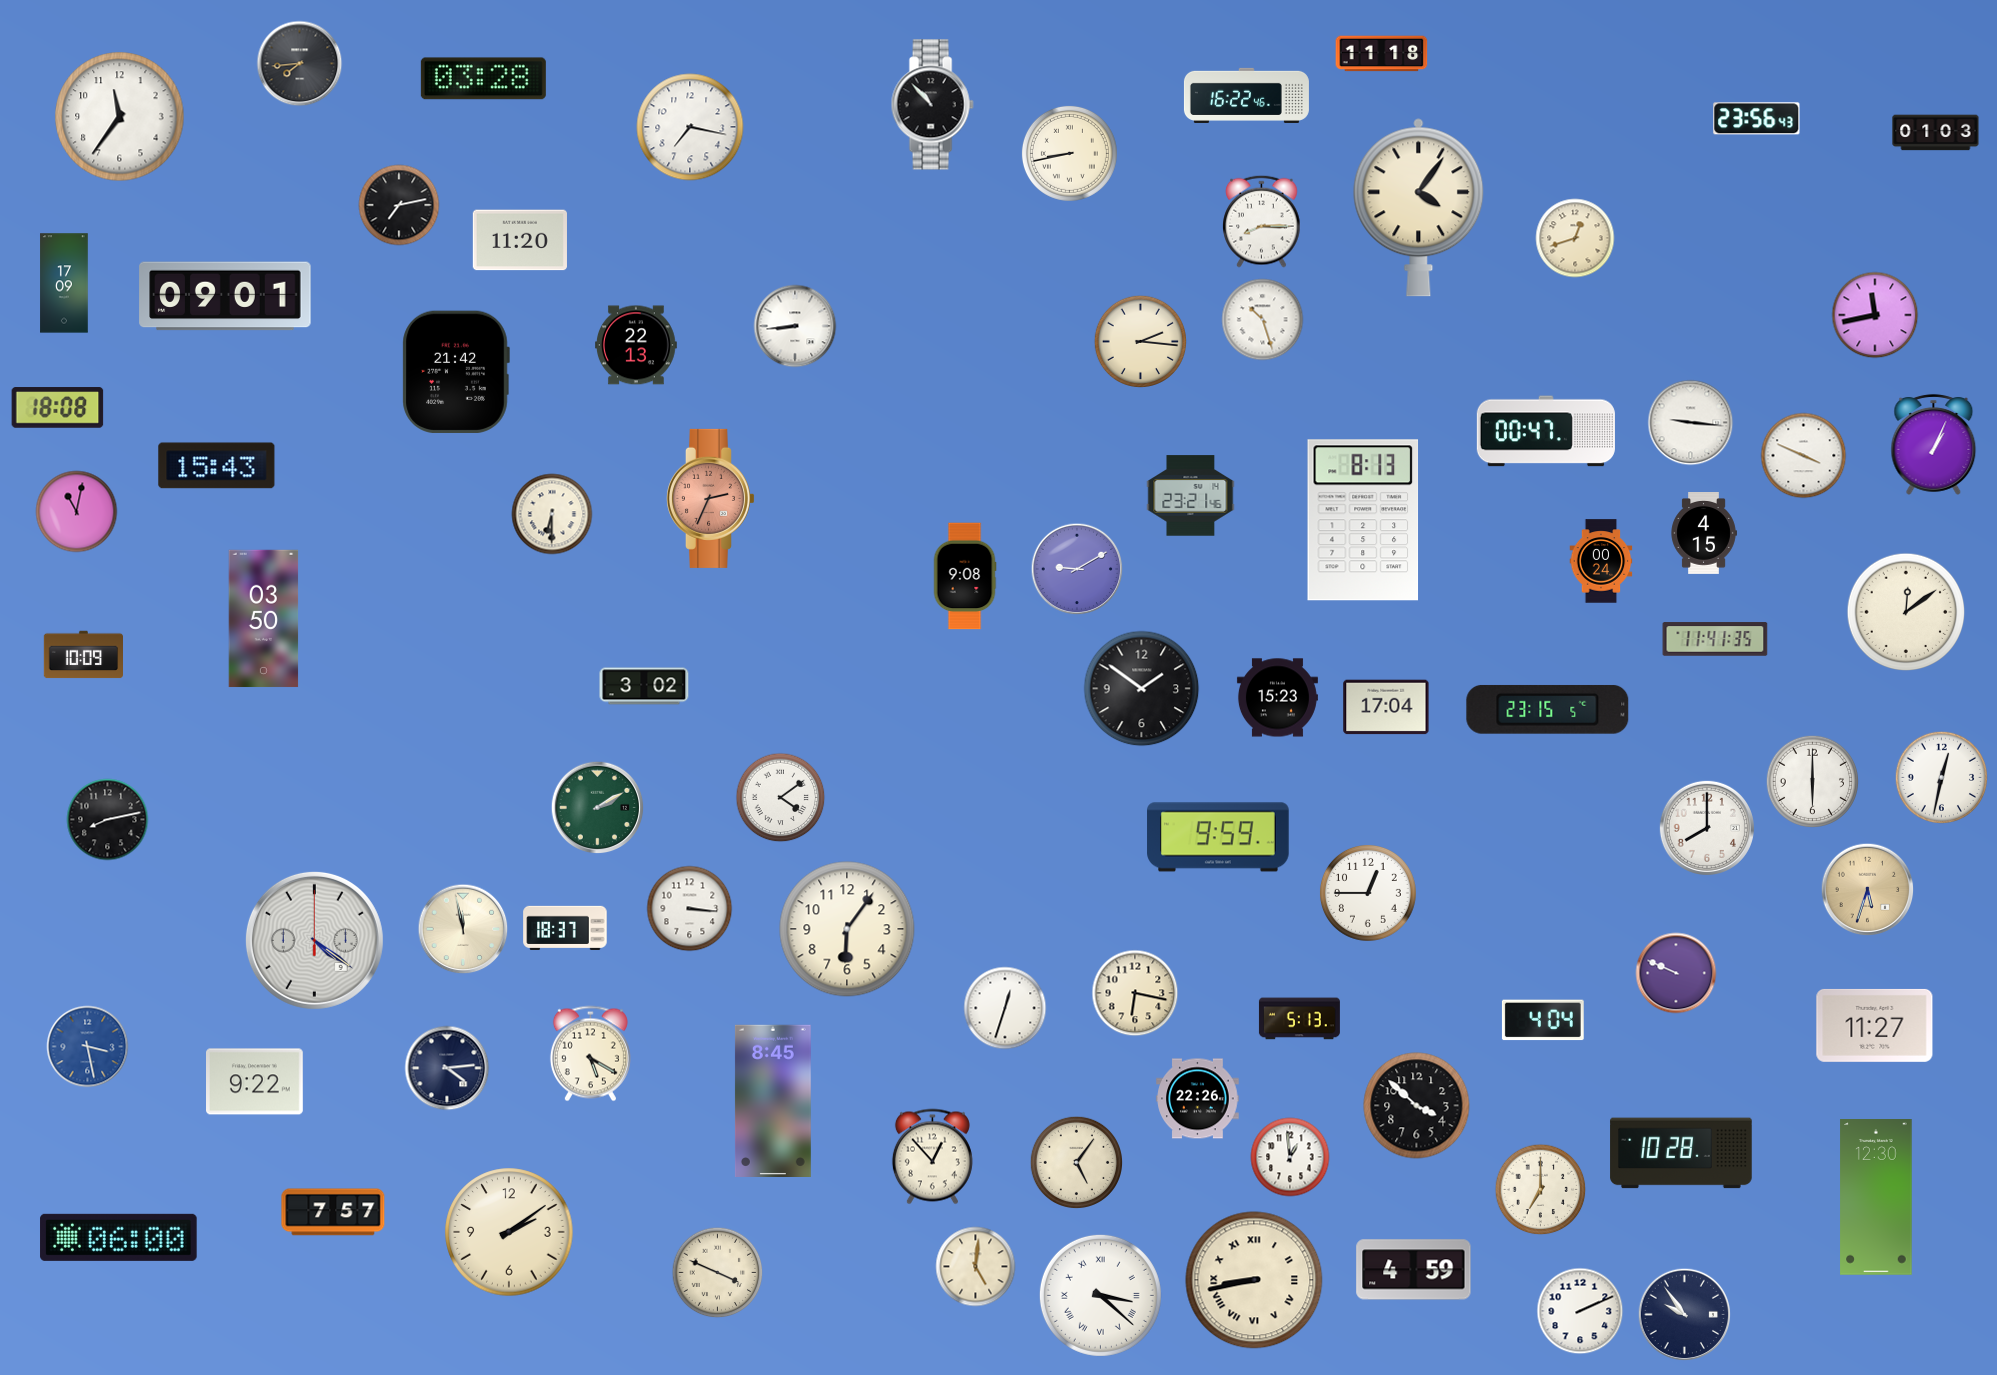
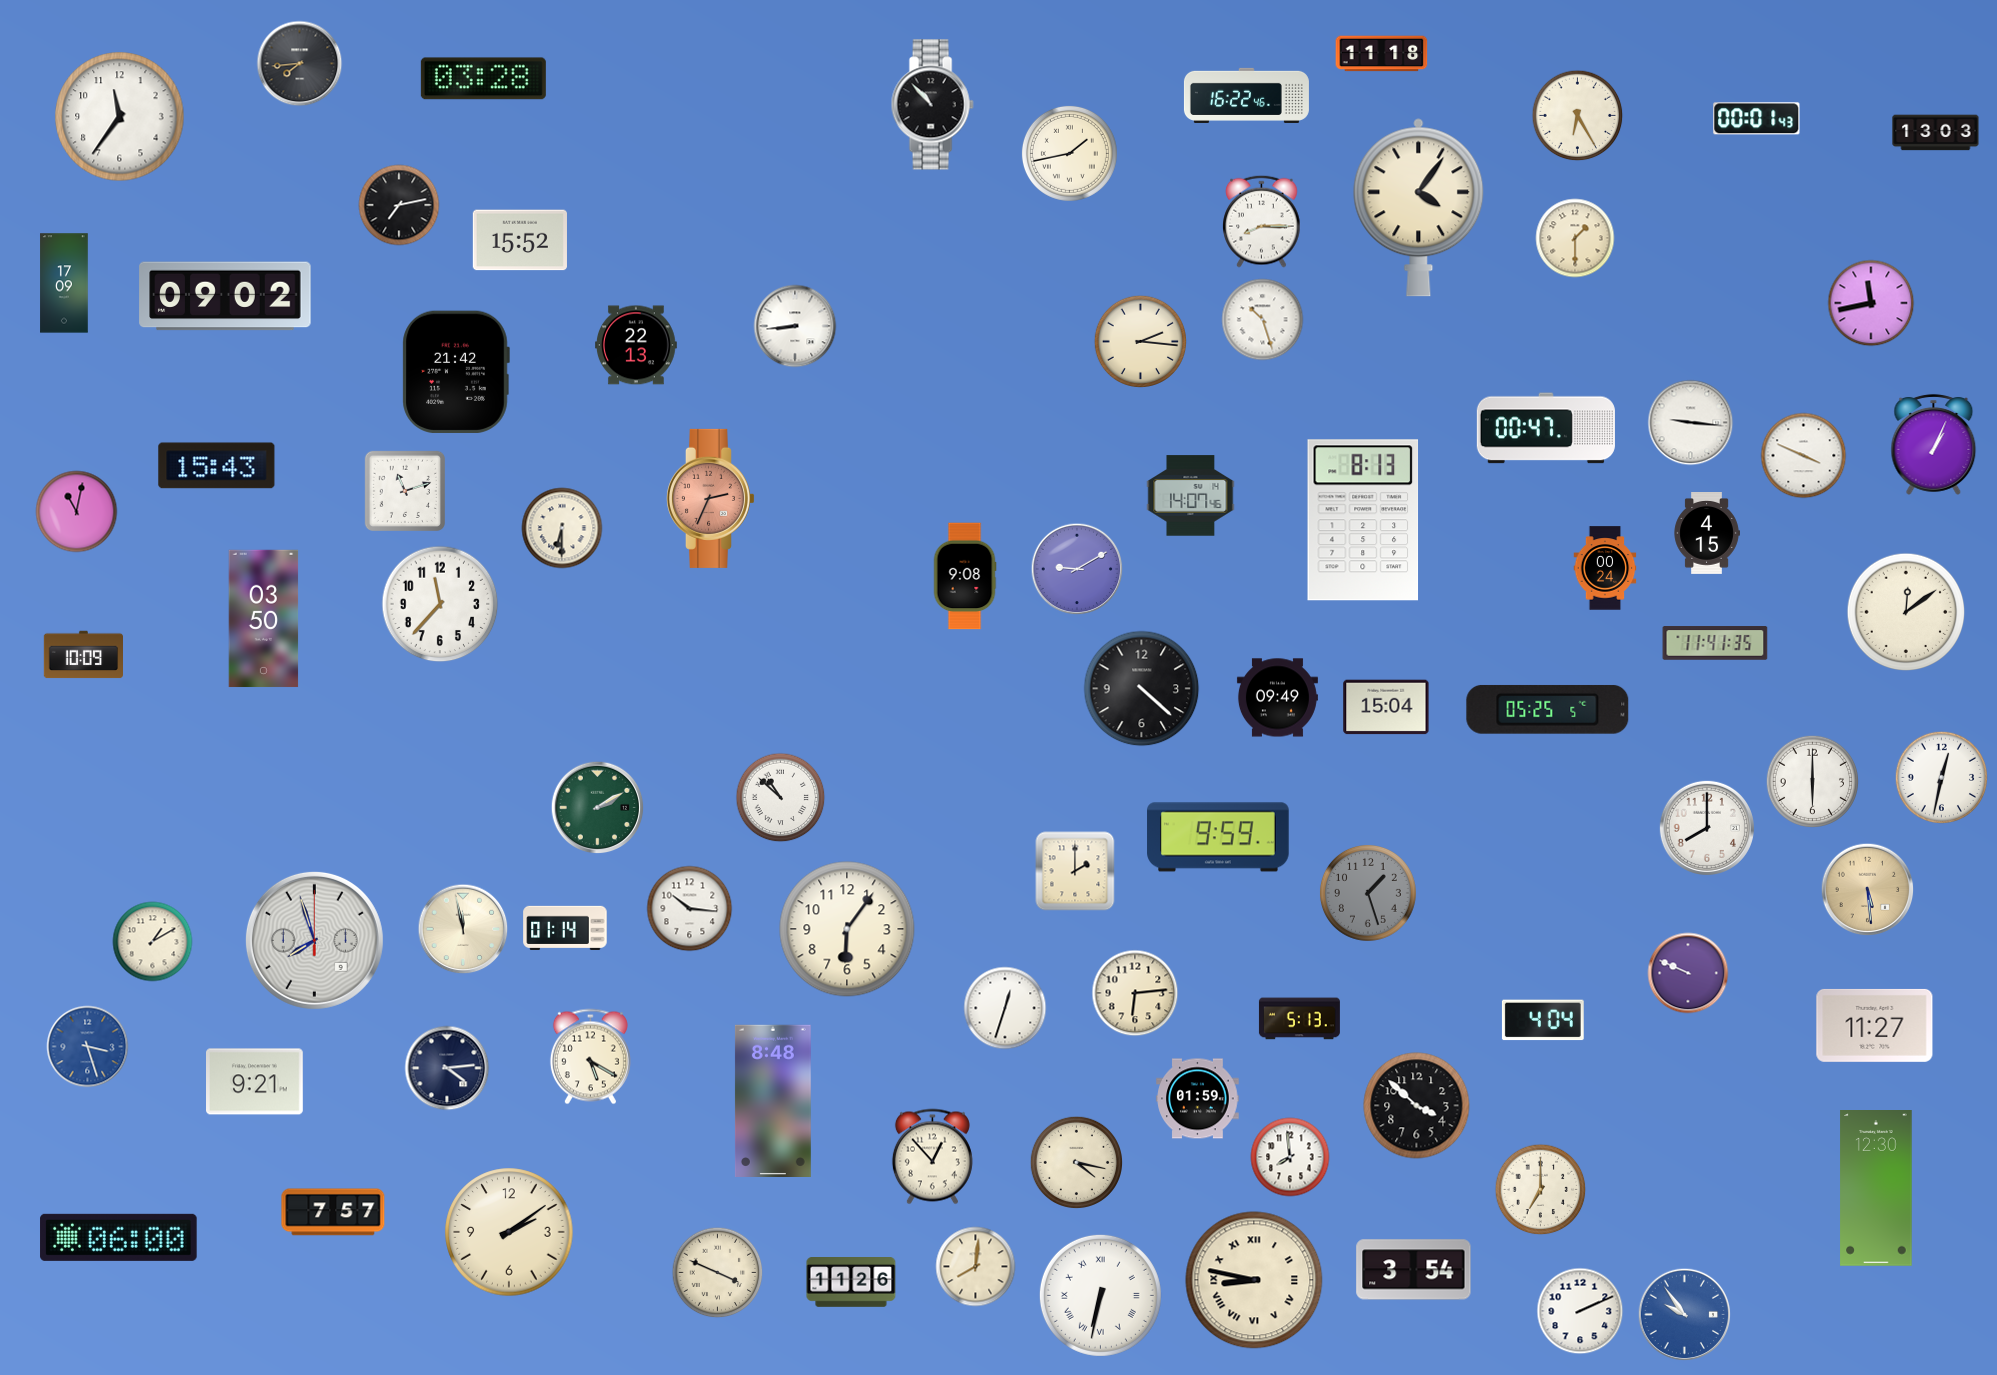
clock at (1578, 116): none -> 6:25
clock at (1757, 119): 23:56 -> 00:01
clock at (690, 127): 7:17 -> none
clock at (1936, 133): 01:03 -> 13:03
clock at (1069, 153): 8:43 -> 1:43
clock at (1575, 238): 12:42 -> 1:30
clock at (520, 240): 11:20 -> 15:52
clock at (225, 296): 09:01 -> 09:02
clock at (1875, 315) position: (1875, 315) -> (1871, 303)
clock at (58, 408): 18:08 -> none
clock at (1546, 431) position: (1546, 431) -> (1546, 428)
clock at (405, 491): none -> 11:12
clock at (1191, 496): 23:21 -> 14:07
clock at (552, 514) position: (552, 514) -> (562, 528)
clock at (1704, 534) position: (1704, 534) -> (1707, 534)
clock at (1601, 561) position: (1601, 561) -> (1605, 568)
clock at (440, 604): none -> 11:37
clock at (1715, 639) position: (1715, 639) -> (1715, 643)
clock at (644, 686): 3:02 -> none
clock at (1142, 689): 1:51 -> 4:22
clock at (1277, 698): 15:23 -> 09:49
clock at (1386, 707): 17:04 -> 15:04
clock at (1548, 709): 23:15 -> 05:25
clock at (781, 798): 4:09 -> 10:52
clock at (108, 820): 8:13 -> none
clock at (1075, 871): none -> 2:00
clock at (1868, 890): 5:33 -> 5:29
clock at (1368, 893): 12:45 -> 1:27
clock at (1368, 893) dial: white -> grey
clock at (690, 909): 3:16 -> 10:16
clock at (565, 927): 18:37 -> 01:14
clock at (314, 940): 4:21 -> 7:57
clock at (153, 942): none -> 1:10
clock at (1676, 973) position: (1676, 973) -> (1688, 973)
clock at (1135, 993): 6:17 -> 6:14
clock at (88, 1047): 3:28 -> 3:27
clock at (590, 1054) position: (590, 1054) -> (590, 1057)
clock at (255, 1082): 9:22 -> 9:21
clock at (1198, 1099): 22:26 -> 01:59
clock at (773, 1100): 8:45 -> 8:48
clock at (1681, 1153): 10:28 -> none
clock at (1290, 1157): 12:59 -> 7:59
clock at (1076, 1162): 5:06 -> 4:17
clock at (1876, 1198) position: (1876, 1198) -> (1876, 1189)
clock at (976, 1267): 5:01 -> 8:01
clock at (1414, 1270): 4:59 -> 3:54
clock at (1254, 1280): 8:43 -> 8:47
clock at (851, 1283): none -> 11:26
clock at (1100, 1295): 3:22 -> 6:32
clock at (1685, 1315) dial: navy -> blue
